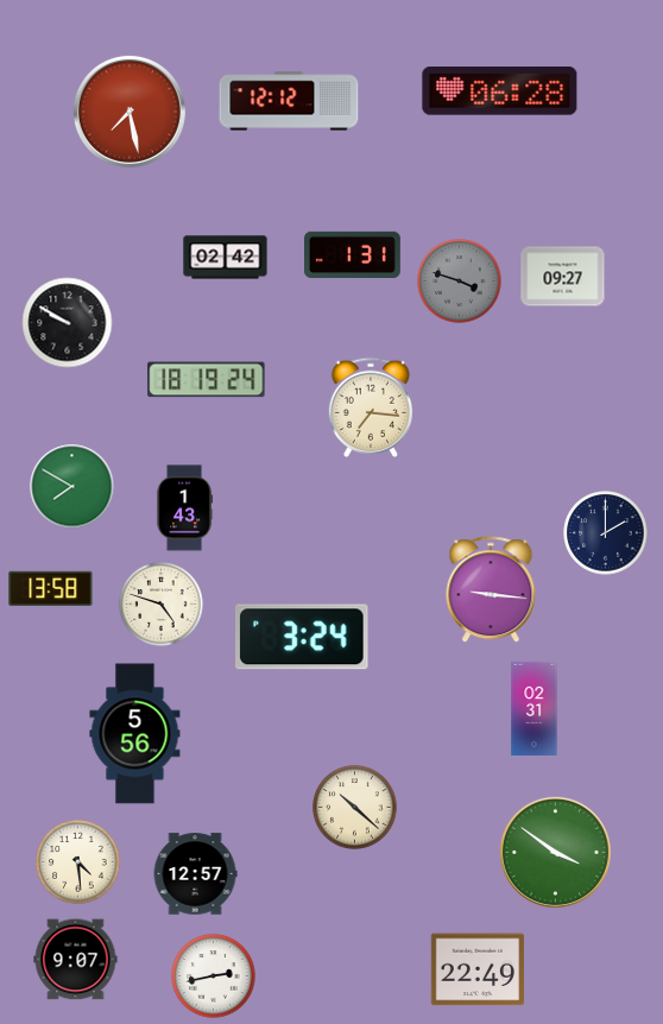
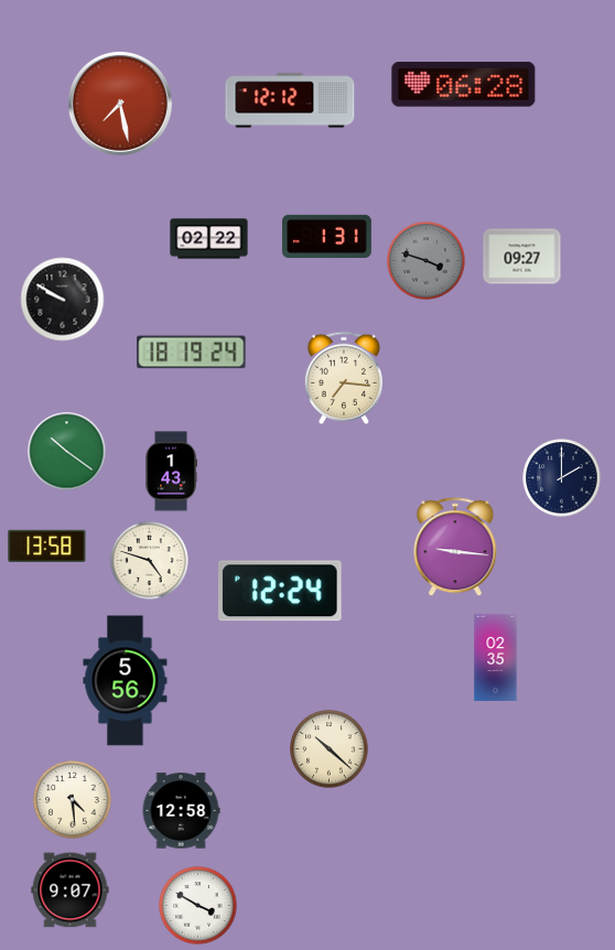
clock at (289, 101) position: (289, 101) -> (290, 100)
clock at (226, 258): 02:42 -> 02:22
clock at (72, 487): 7:50 -> 10:21
clock at (606, 533) position: (606, 533) -> (562, 478)
clock at (303, 637): 3:24 -> 12:24
clock at (535, 708): 02:31 -> 02:35
clock at (555, 852): 3:51 -> none
clock at (195, 874): 12:57 -> 12:58
clock at (476, 969): 22:49 -> none
clock at (214, 976): 2:43 -> 3:50
